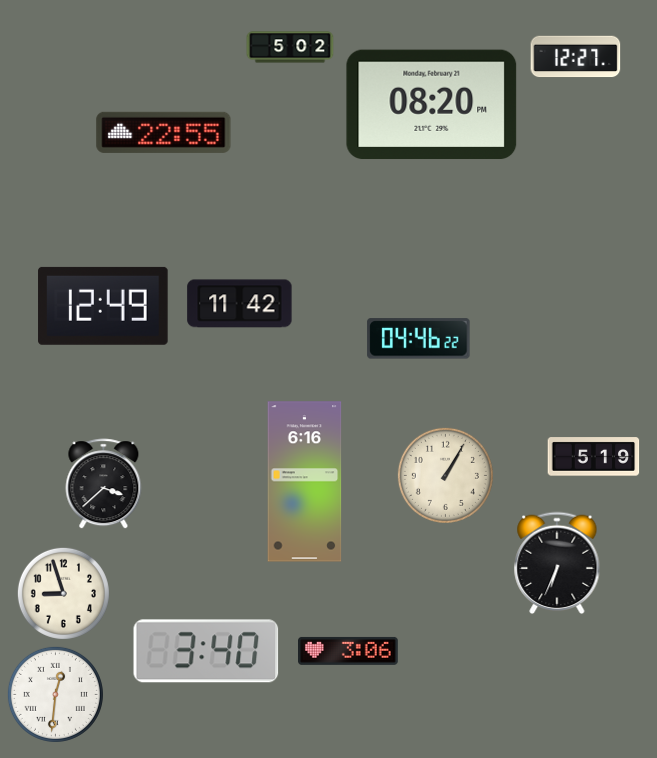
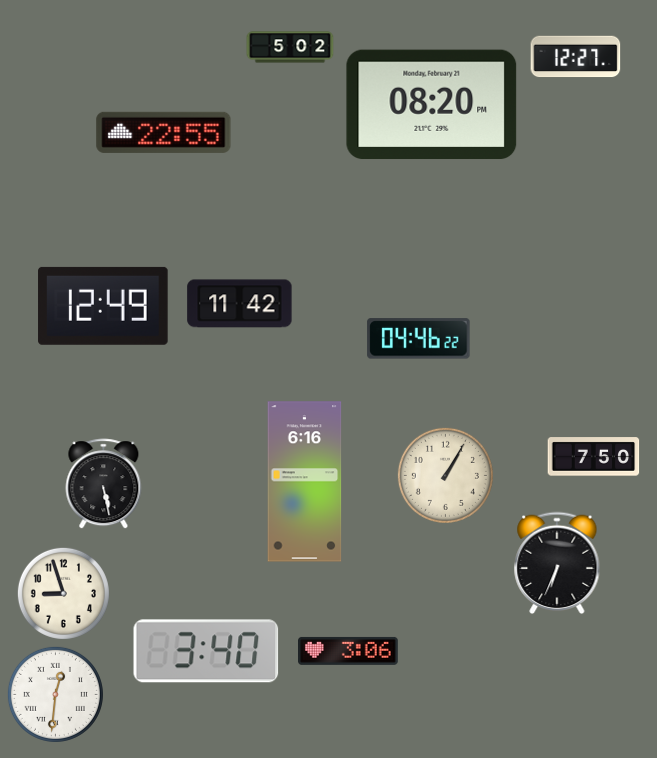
clock at (594, 457): 5:19 -> 7:50
clock at (104, 484): 3:38 -> 5:28
